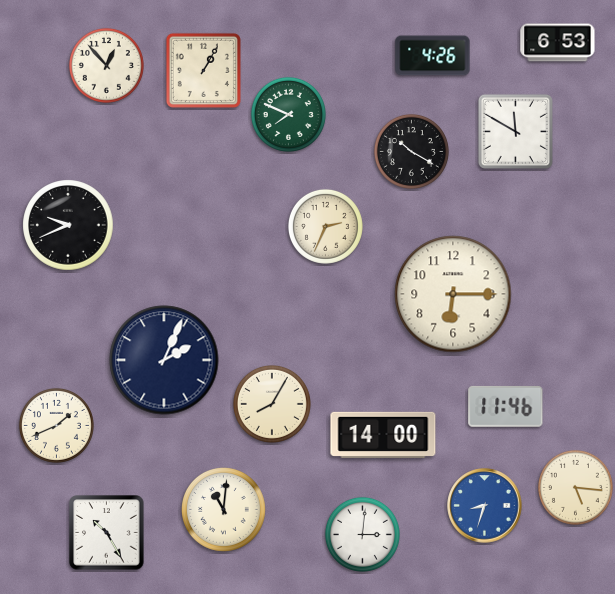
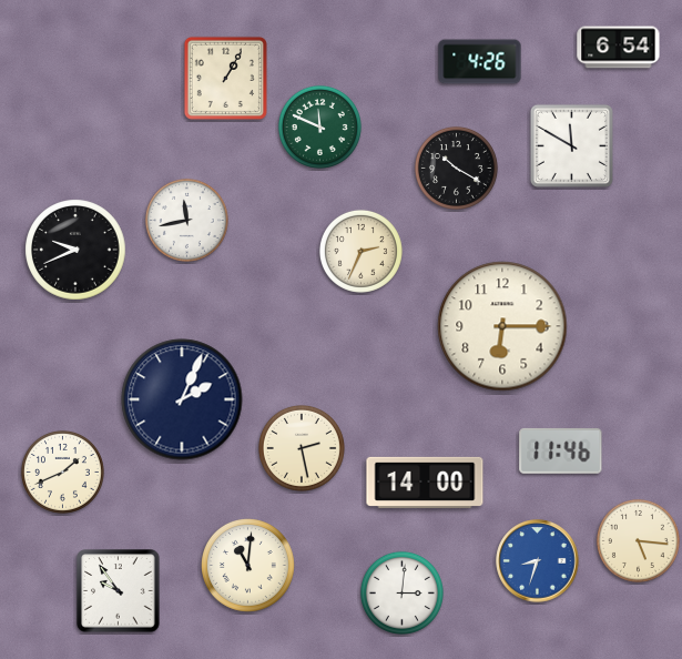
clock at (558, 43): 6:53 -> 6:54
clock at (106, 65): 12:53 -> none
clock at (288, 114): 7:49 -> 11:49
clock at (186, 220): none -> 11:43
clock at (272, 404): 8:05 -> 2:28
clock at (107, 533): 10:25 -> 9:54
